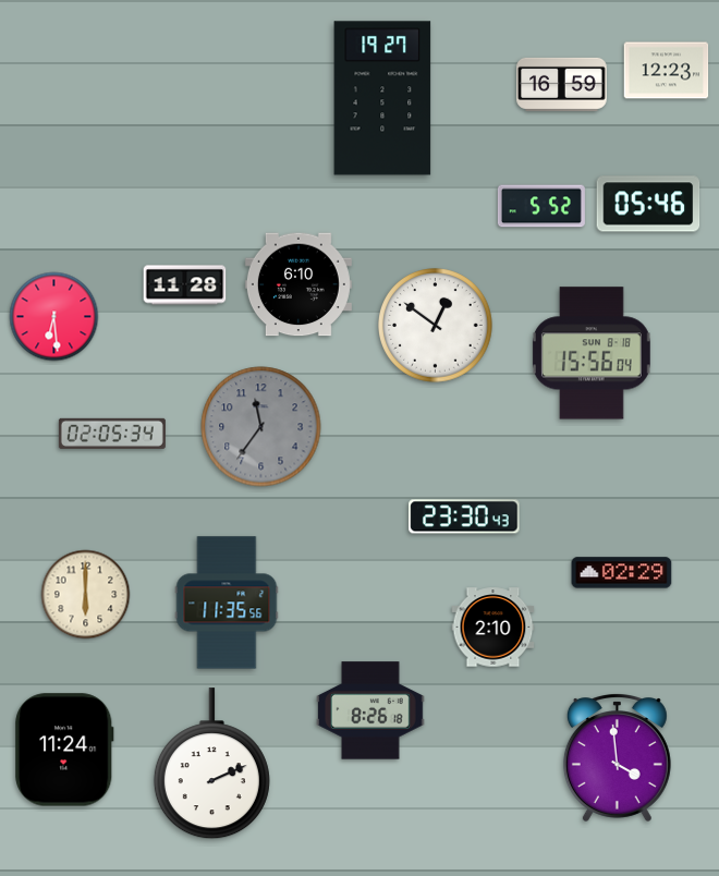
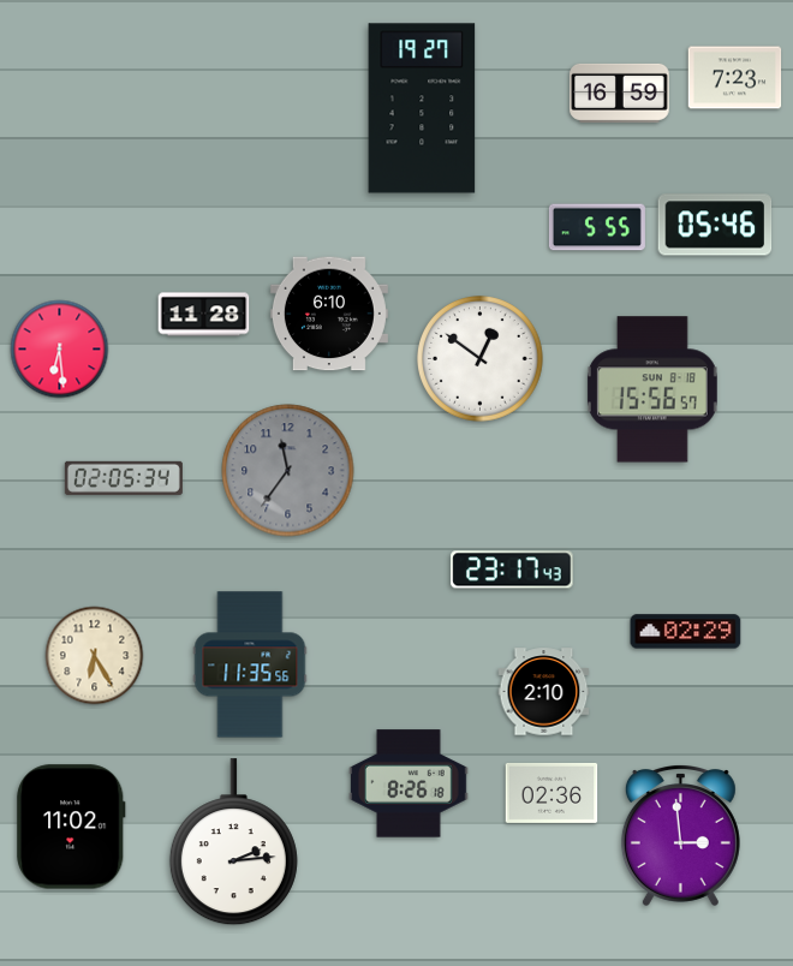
clock at (667, 71): 12:23 -> 7:23
clock at (541, 206): 5:52 -> 5:55
clock at (592, 353): 15:56:04 -> 15:56:57
clock at (464, 516): 23:30 -> 23:17
clock at (86, 595): 6:00 -> 6:25
clock at (551, 793): none -> 02:36
clock at (64, 750): 11:24 -> 11:02
clock at (617, 758): 3:59 -> 2:59
clock at (211, 764): 2:11 -> 2:14
